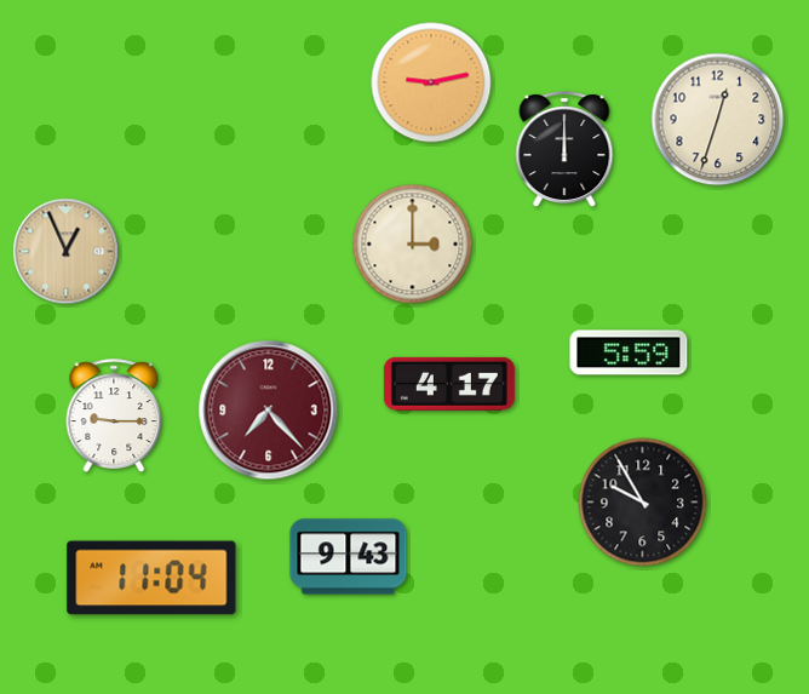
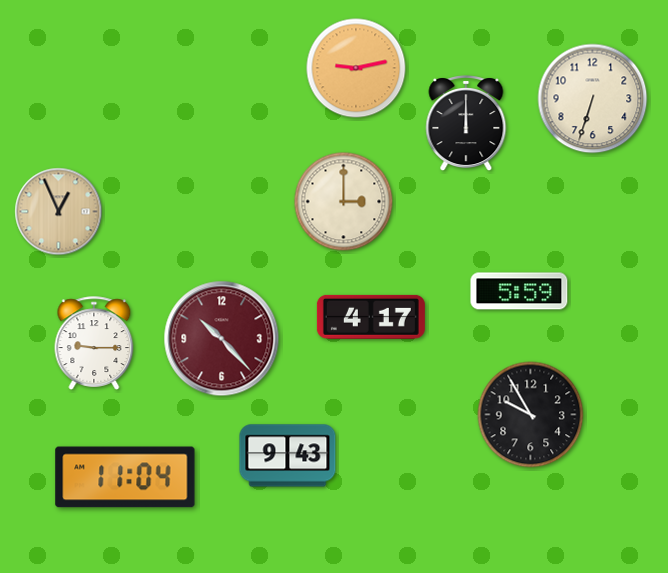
clock at (718, 120): 12:33 -> 6:33
clock at (413, 245) position: (413, 245) -> (344, 202)
clock at (67, 252) position: (67, 252) -> (59, 212)
clock at (269, 411): 7:23 -> 10:23
clock at (349, 557) position: (349, 557) -> (288, 456)
